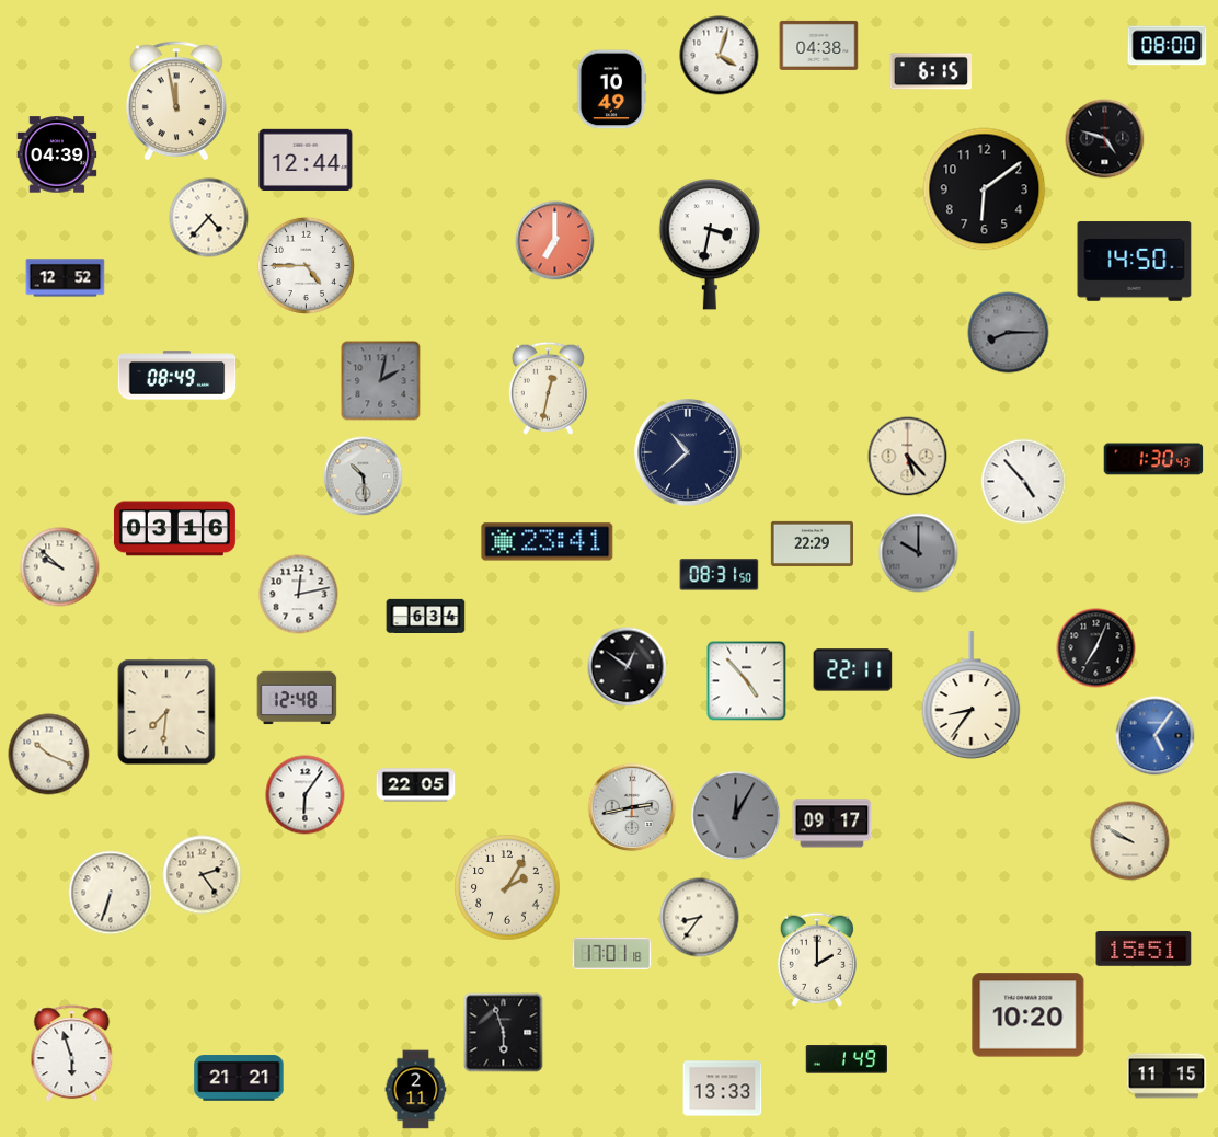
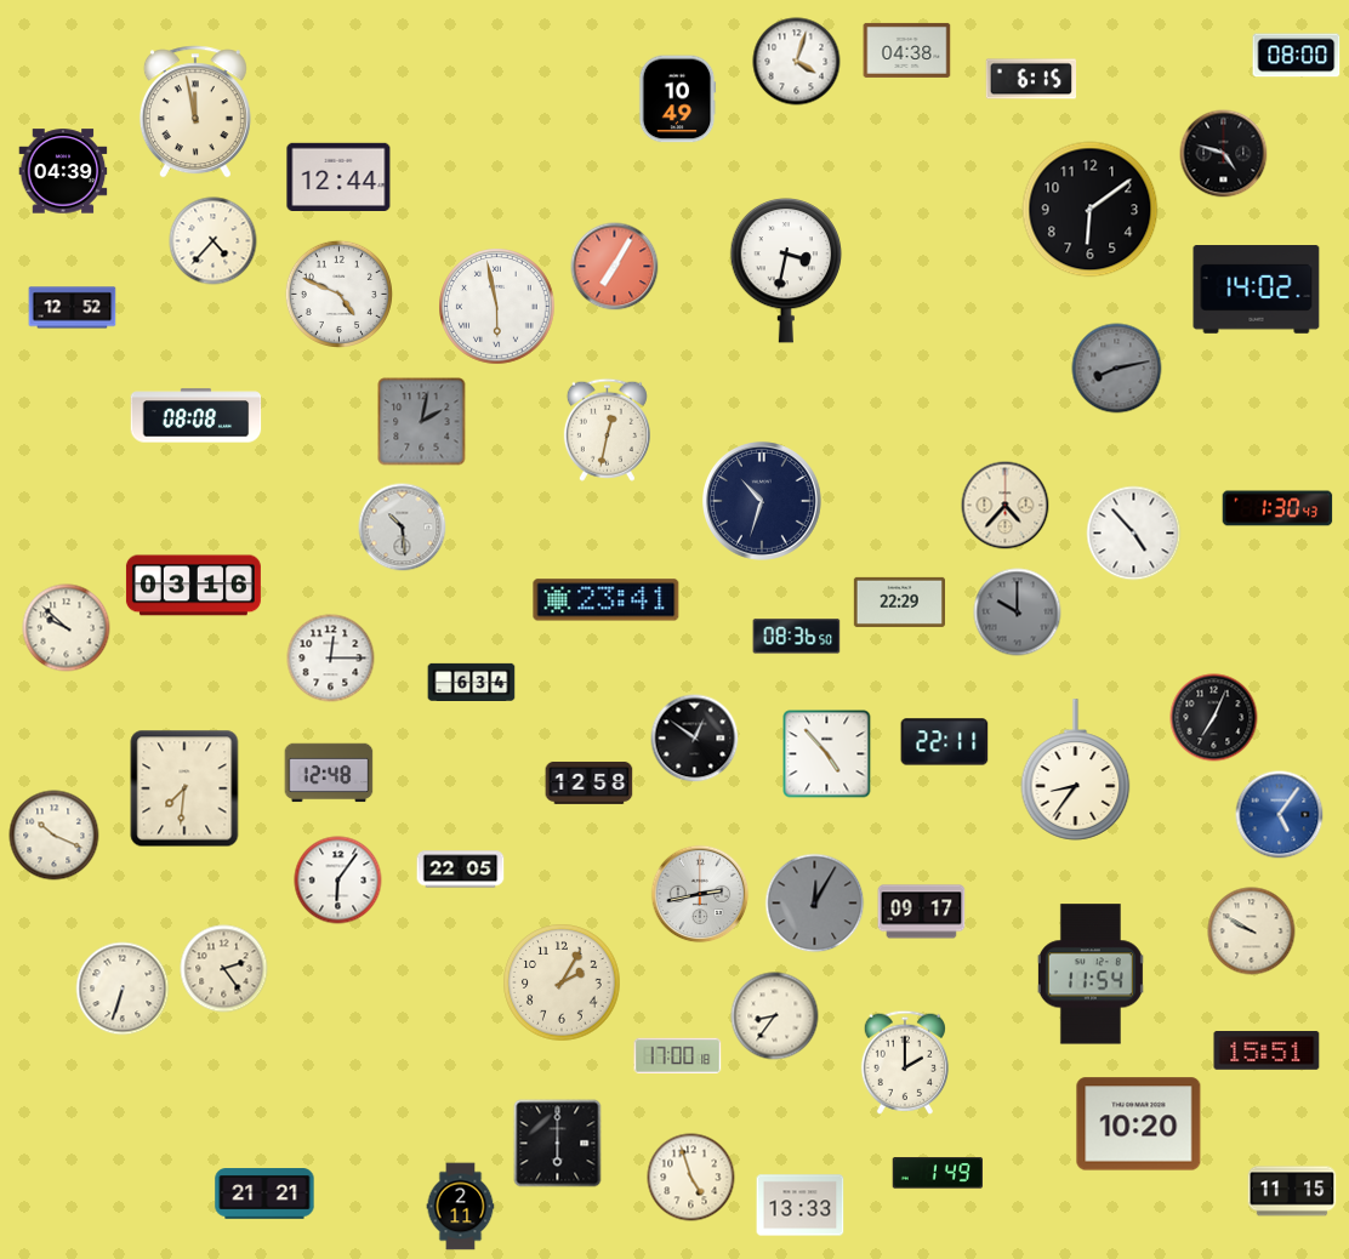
clock at (1168, 46) position: (1168, 46) -> (1297, 56)
clock at (209, 218) position: (209, 218) -> (214, 241)
clock at (555, 241): 7:00 -> 7:05
clock at (1135, 262): 14:50 -> 14:02
clock at (306, 265): 4:45 -> 4:49
clock at (497, 307): none -> 5:58
clock at (1009, 333): 8:15 -> 8:13
clock at (177, 376): 08:49 -> 08:08
clock at (689, 453): 10:38 -> 10:33
clock at (908, 457): 5:23 -> 4:37
clock at (720, 575): 08:31 -> 08:36
clock at (299, 595): 12:13 -> 12:15
clock at (590, 782): none -> 12:58
clock at (1091, 974): none -> 11:54
clock at (612, 953): 17:01 -> 17:00
clock at (504, 1033): 5:57 -> 6:00
clock at (72, 1054): 5:57 -> none
clock at (691, 1178): none -> 4:57
